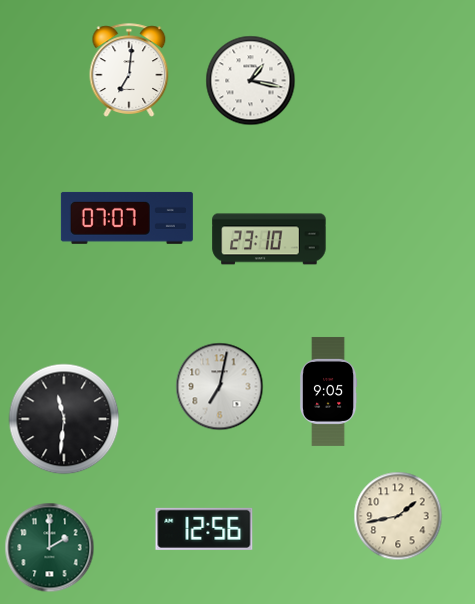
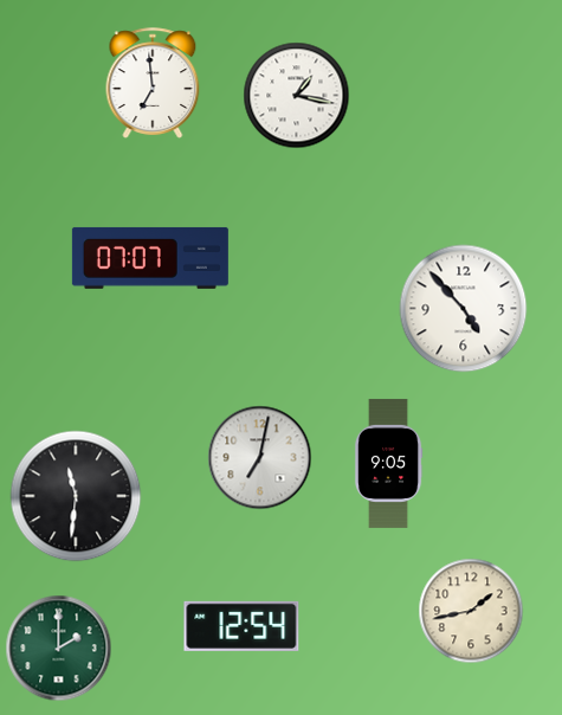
clock at (129, 70): 7:01 -> 6:59
clock at (269, 239): 23:10 -> none
clock at (464, 309): none -> 4:53
clock at (204, 529): 12:56 -> 12:54
